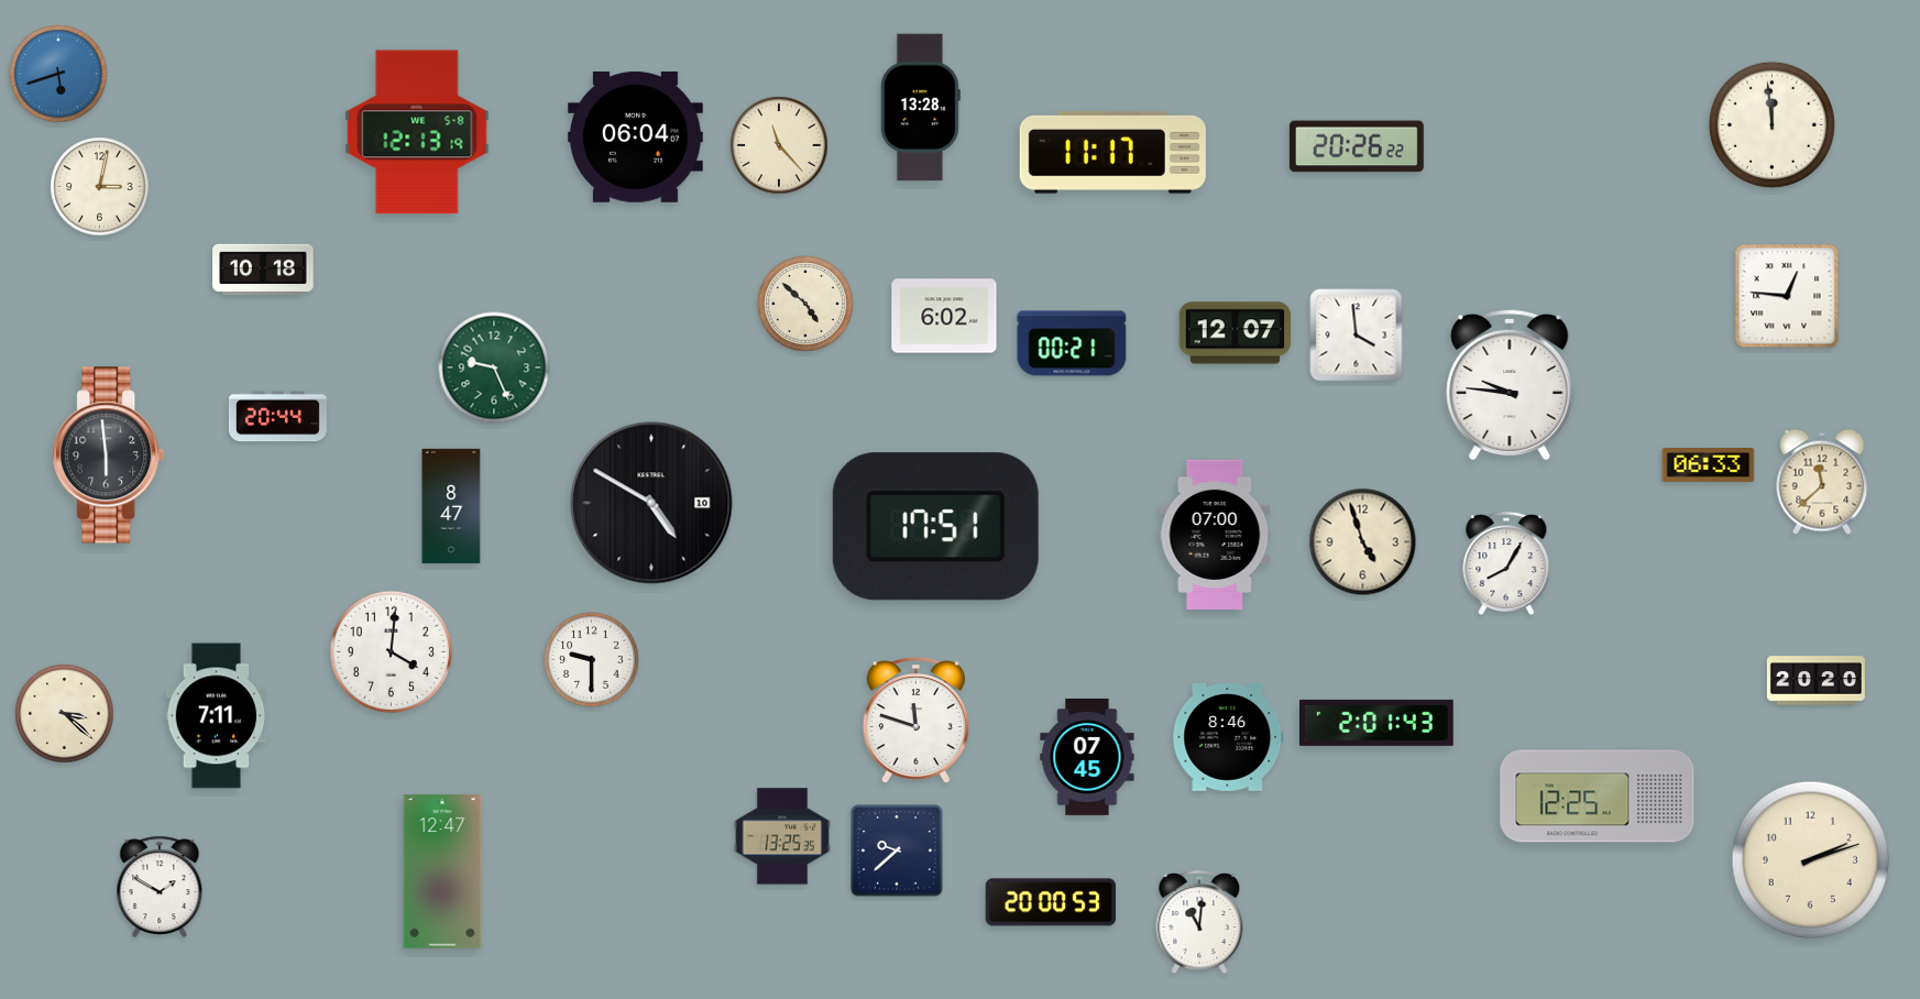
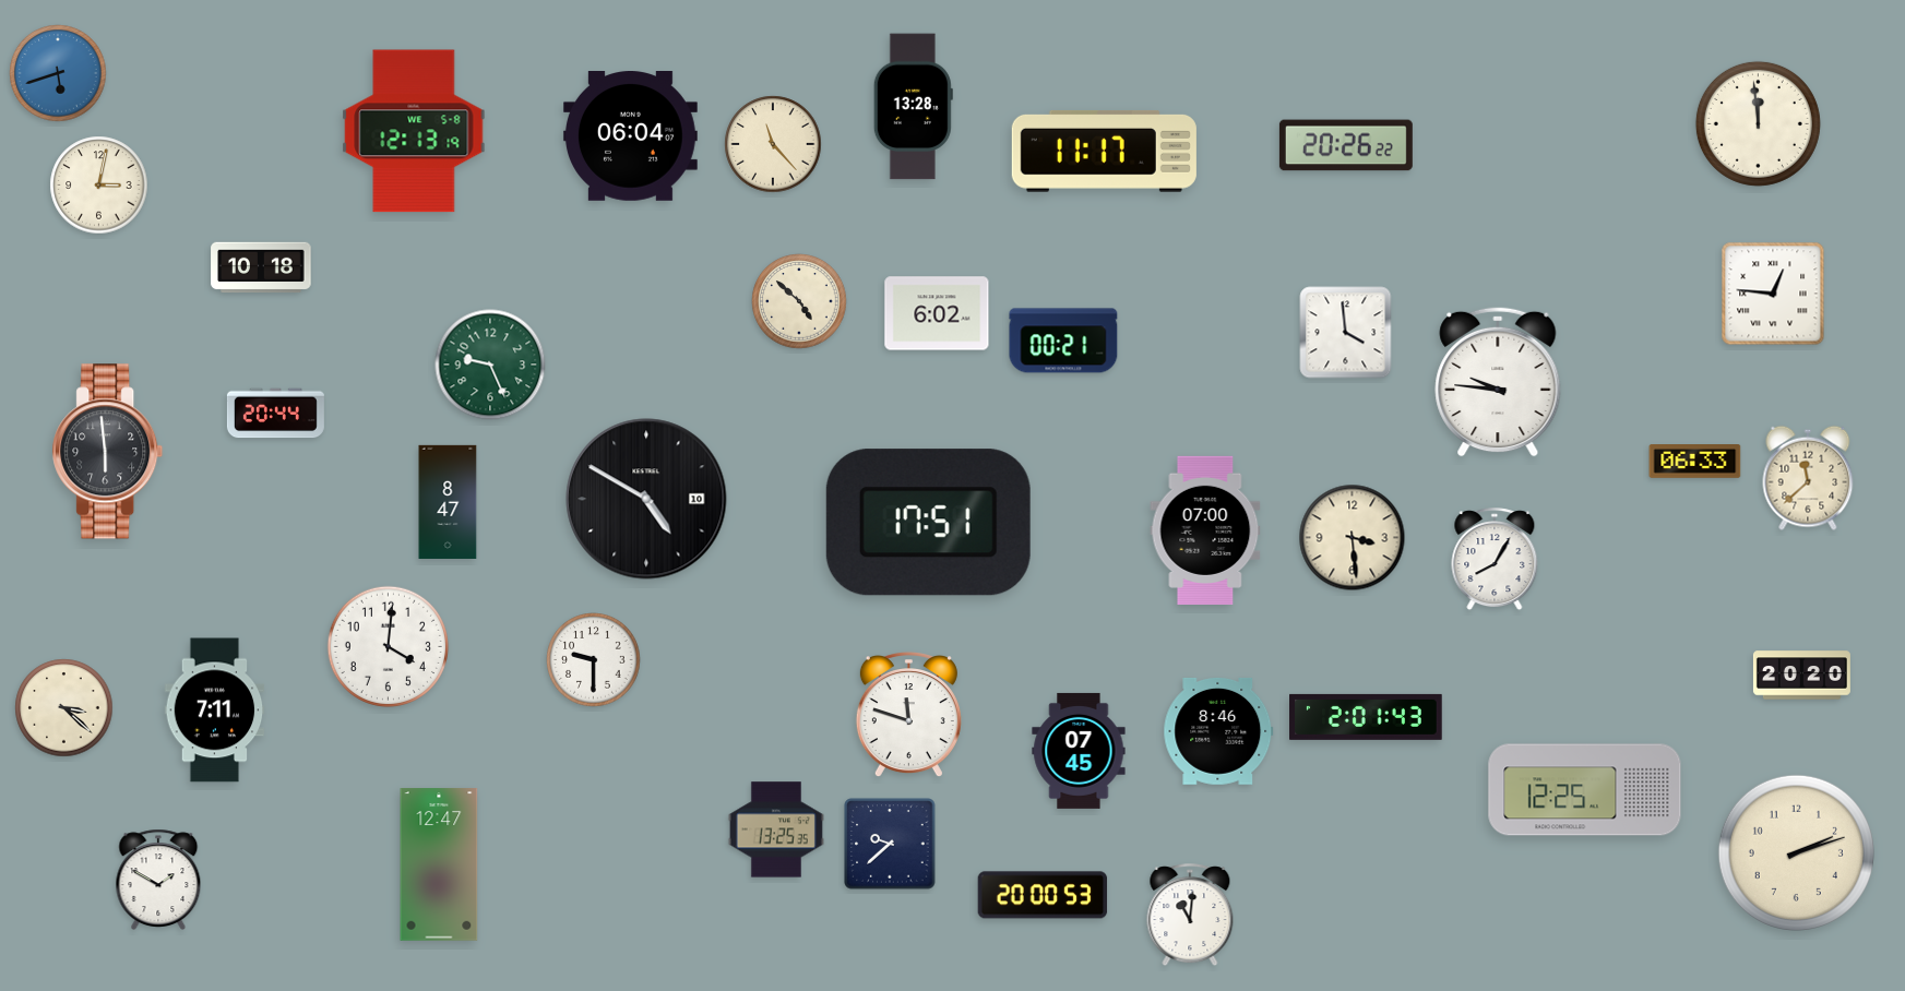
clock at (1236, 333): 12:07 -> none
clock at (1363, 542): 4:57 -> 3:29
clock at (592, 660) position: (592, 660) -> (594, 660)
